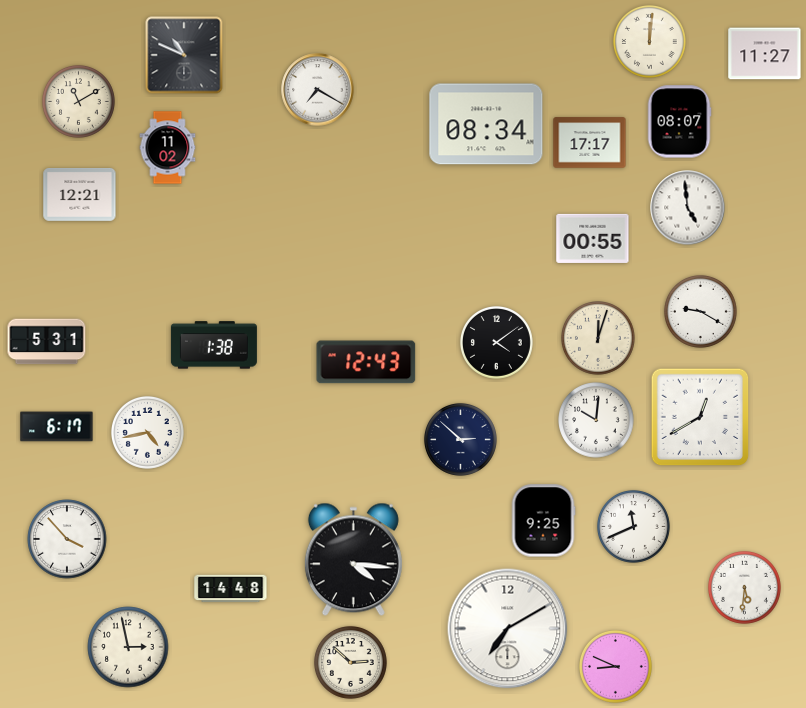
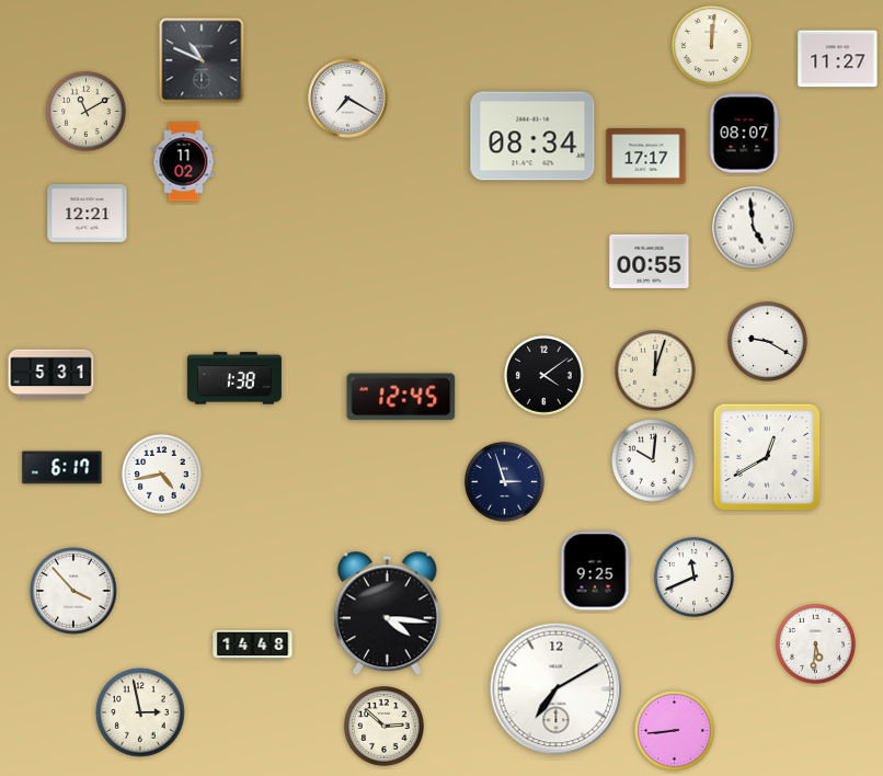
clock at (366, 362): 12:43 -> 12:45
clock at (460, 439): 2:52 -> 2:57
clock at (128, 647) position: (128, 647) -> (140, 712)
clock at (615, 666): 8:49 -> 8:44
